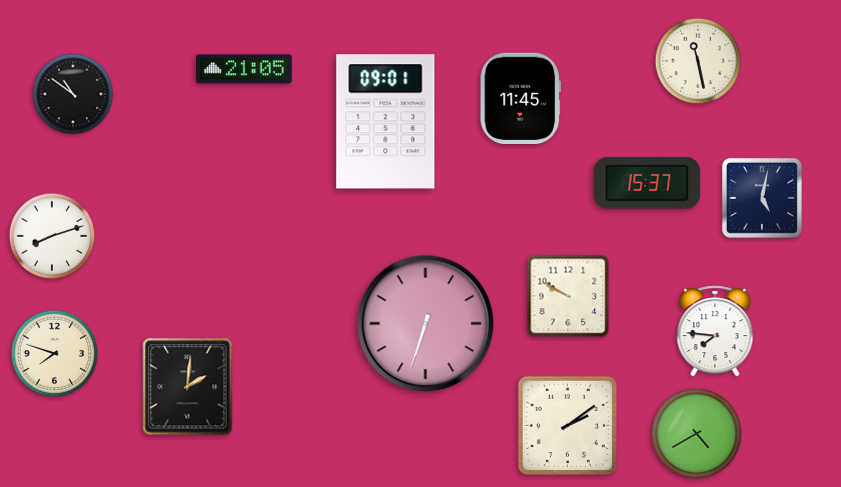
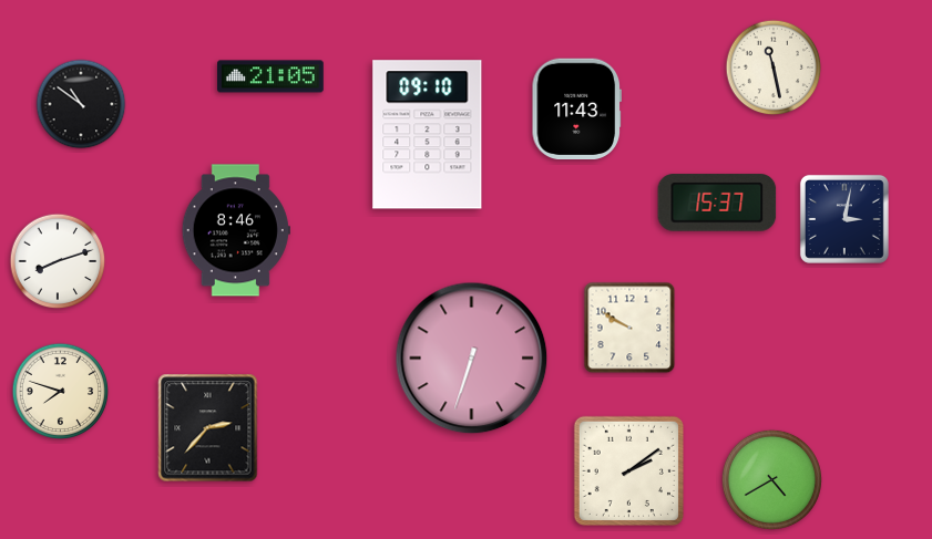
clock at (520, 99): 11:45 -> 11:43
clock at (386, 122): 09:01 -> 09:10
clock at (762, 198): 5:02 -> 3:02
clock at (236, 230): none -> 8:46
clock at (715, 331): 7:46 -> none
clock at (188, 387): 2:01 -> 2:37
